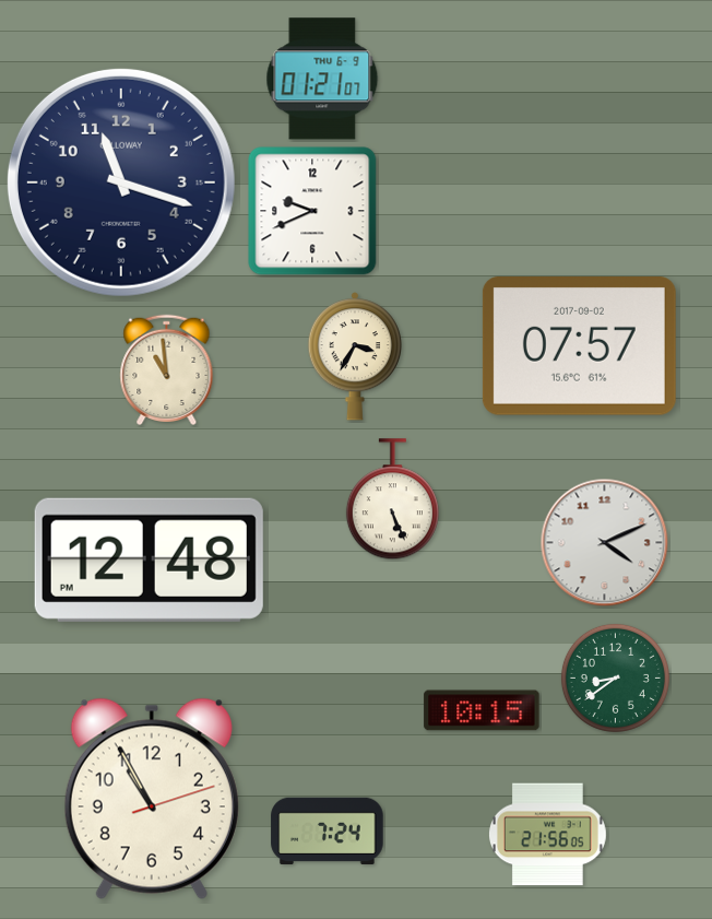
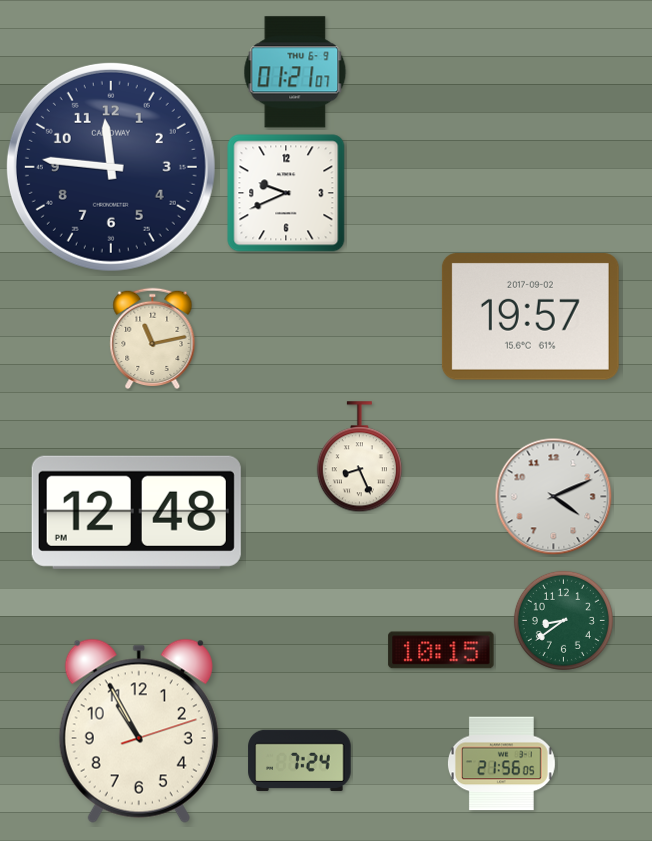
clock at (121, 182): 11:18 -> 11:46
clock at (579, 346): 07:57 -> 19:57
clock at (354, 356): 3:35 -> none
clock at (167, 369): 10:59 -> 11:13
clock at (392, 499): 5:26 -> 8:26
